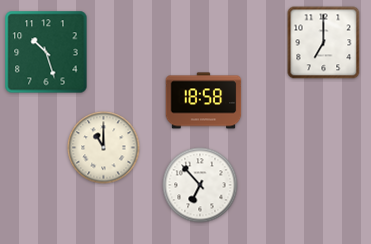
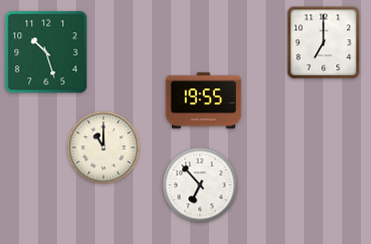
clock at (204, 101): 18:58 -> 19:55
